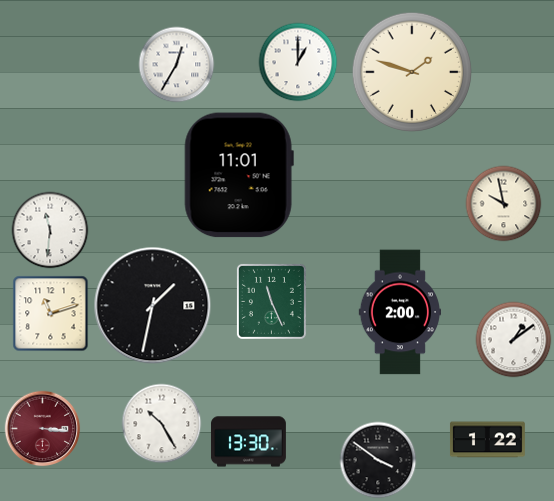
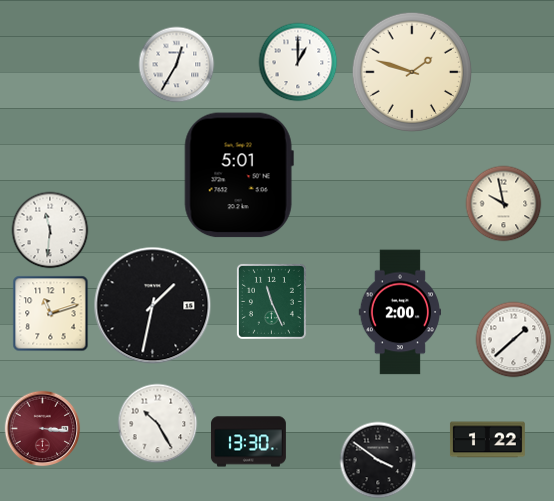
clock at (239, 175): 11:01 -> 5:01
clock at (514, 340): 1:09 -> 1:38
clock at (162, 424) position: (162, 424) -> (158, 424)
